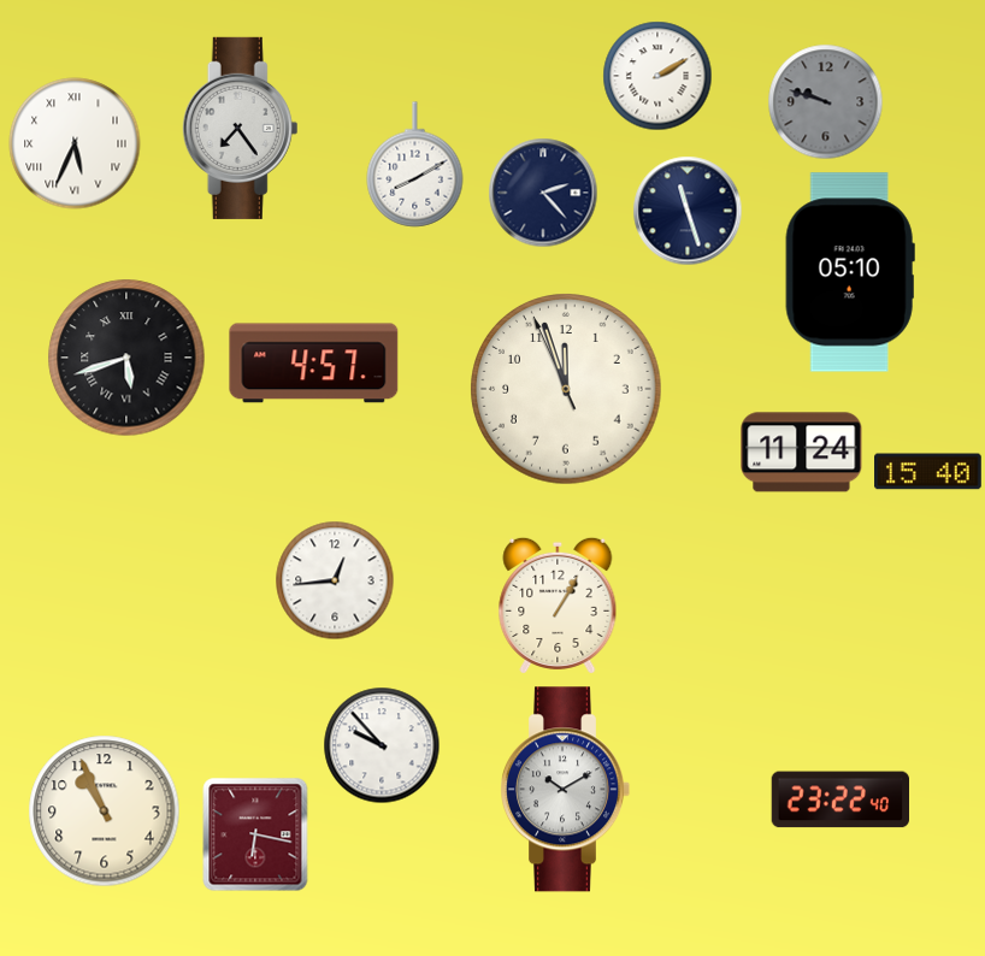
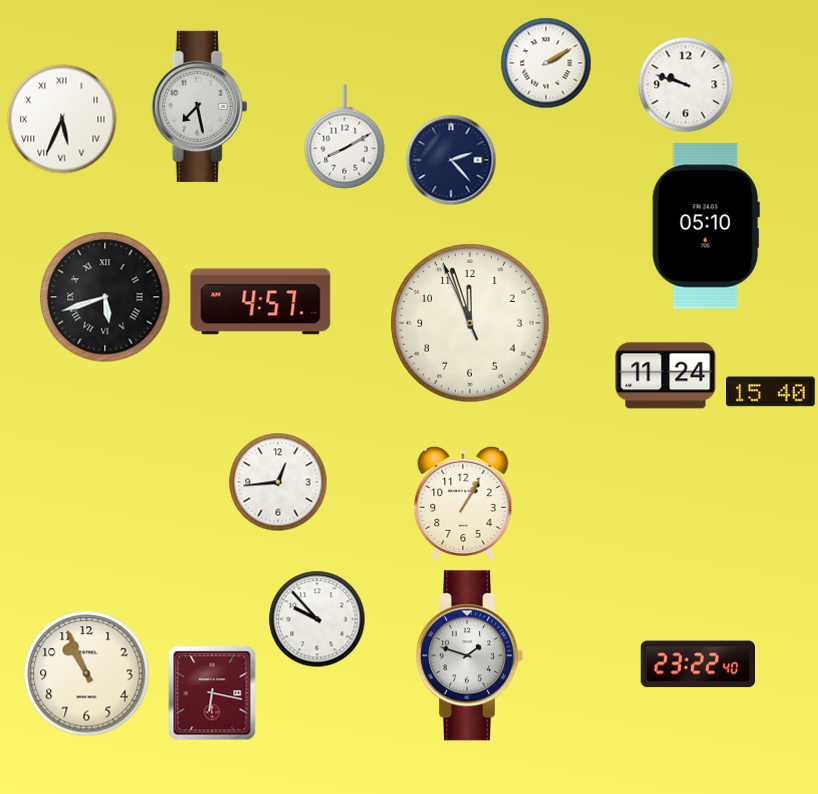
clock at (826, 102) dial: grey -> white
clock at (241, 128): 7:24 -> 7:28
clock at (688, 211): 11:27 -> none
clock at (566, 790): 10:10 -> 1:48
